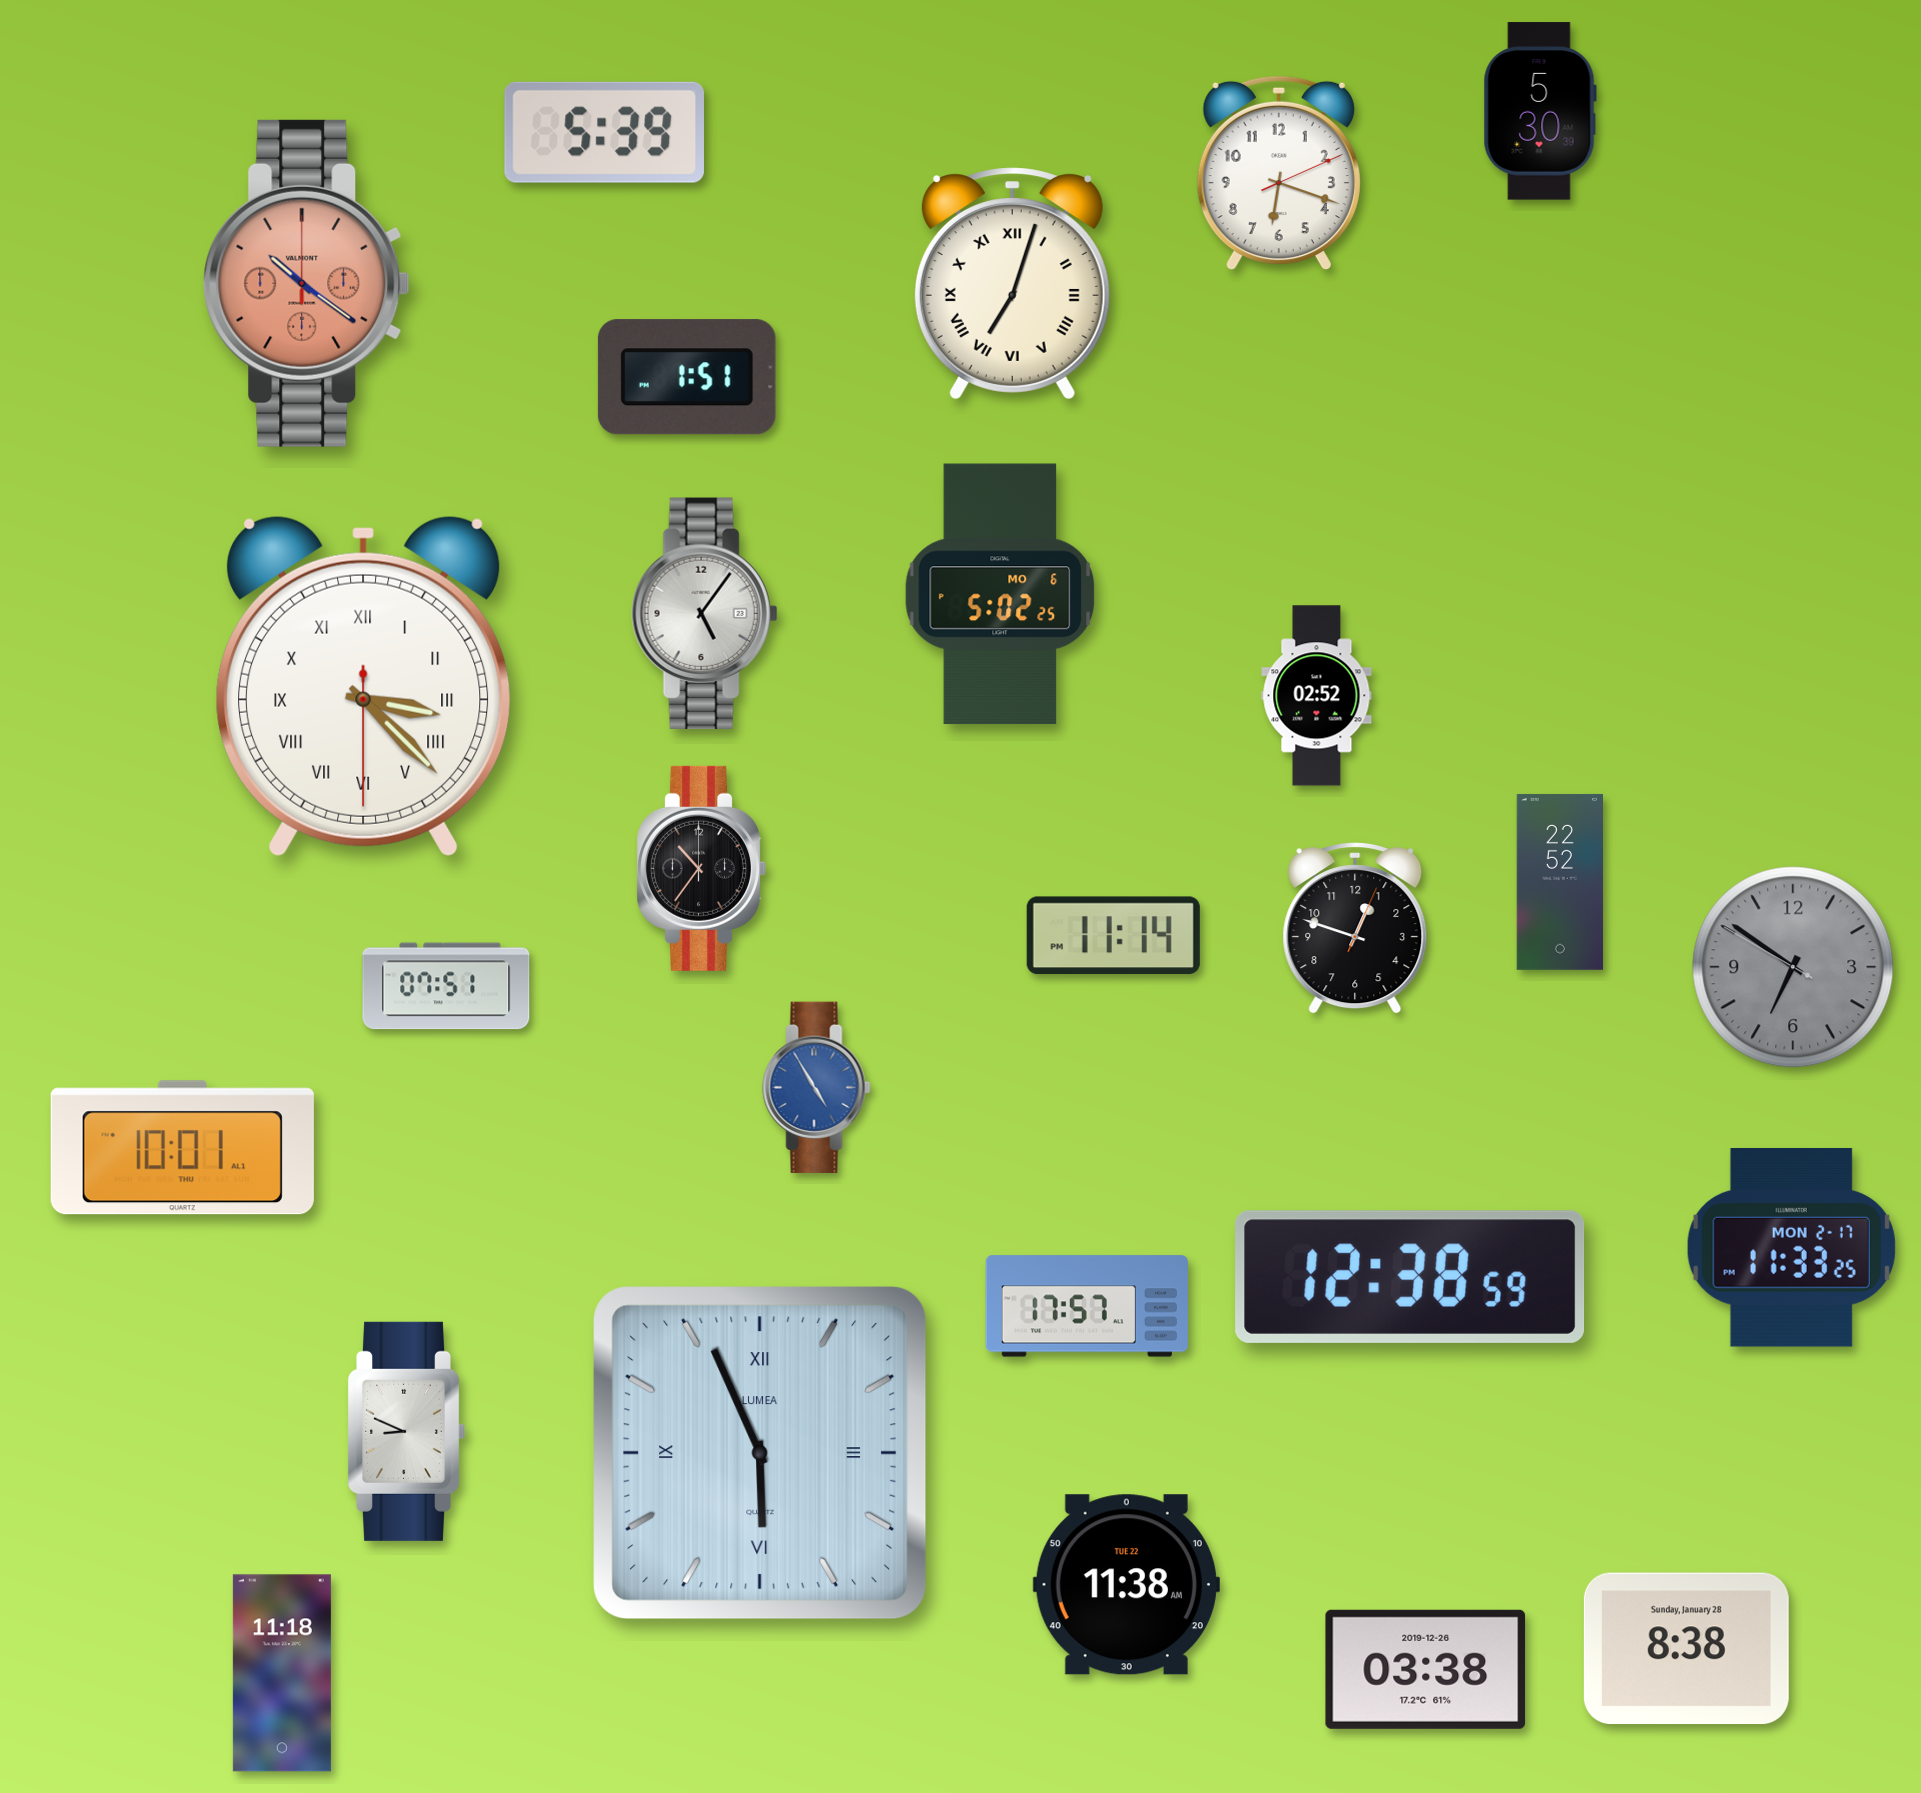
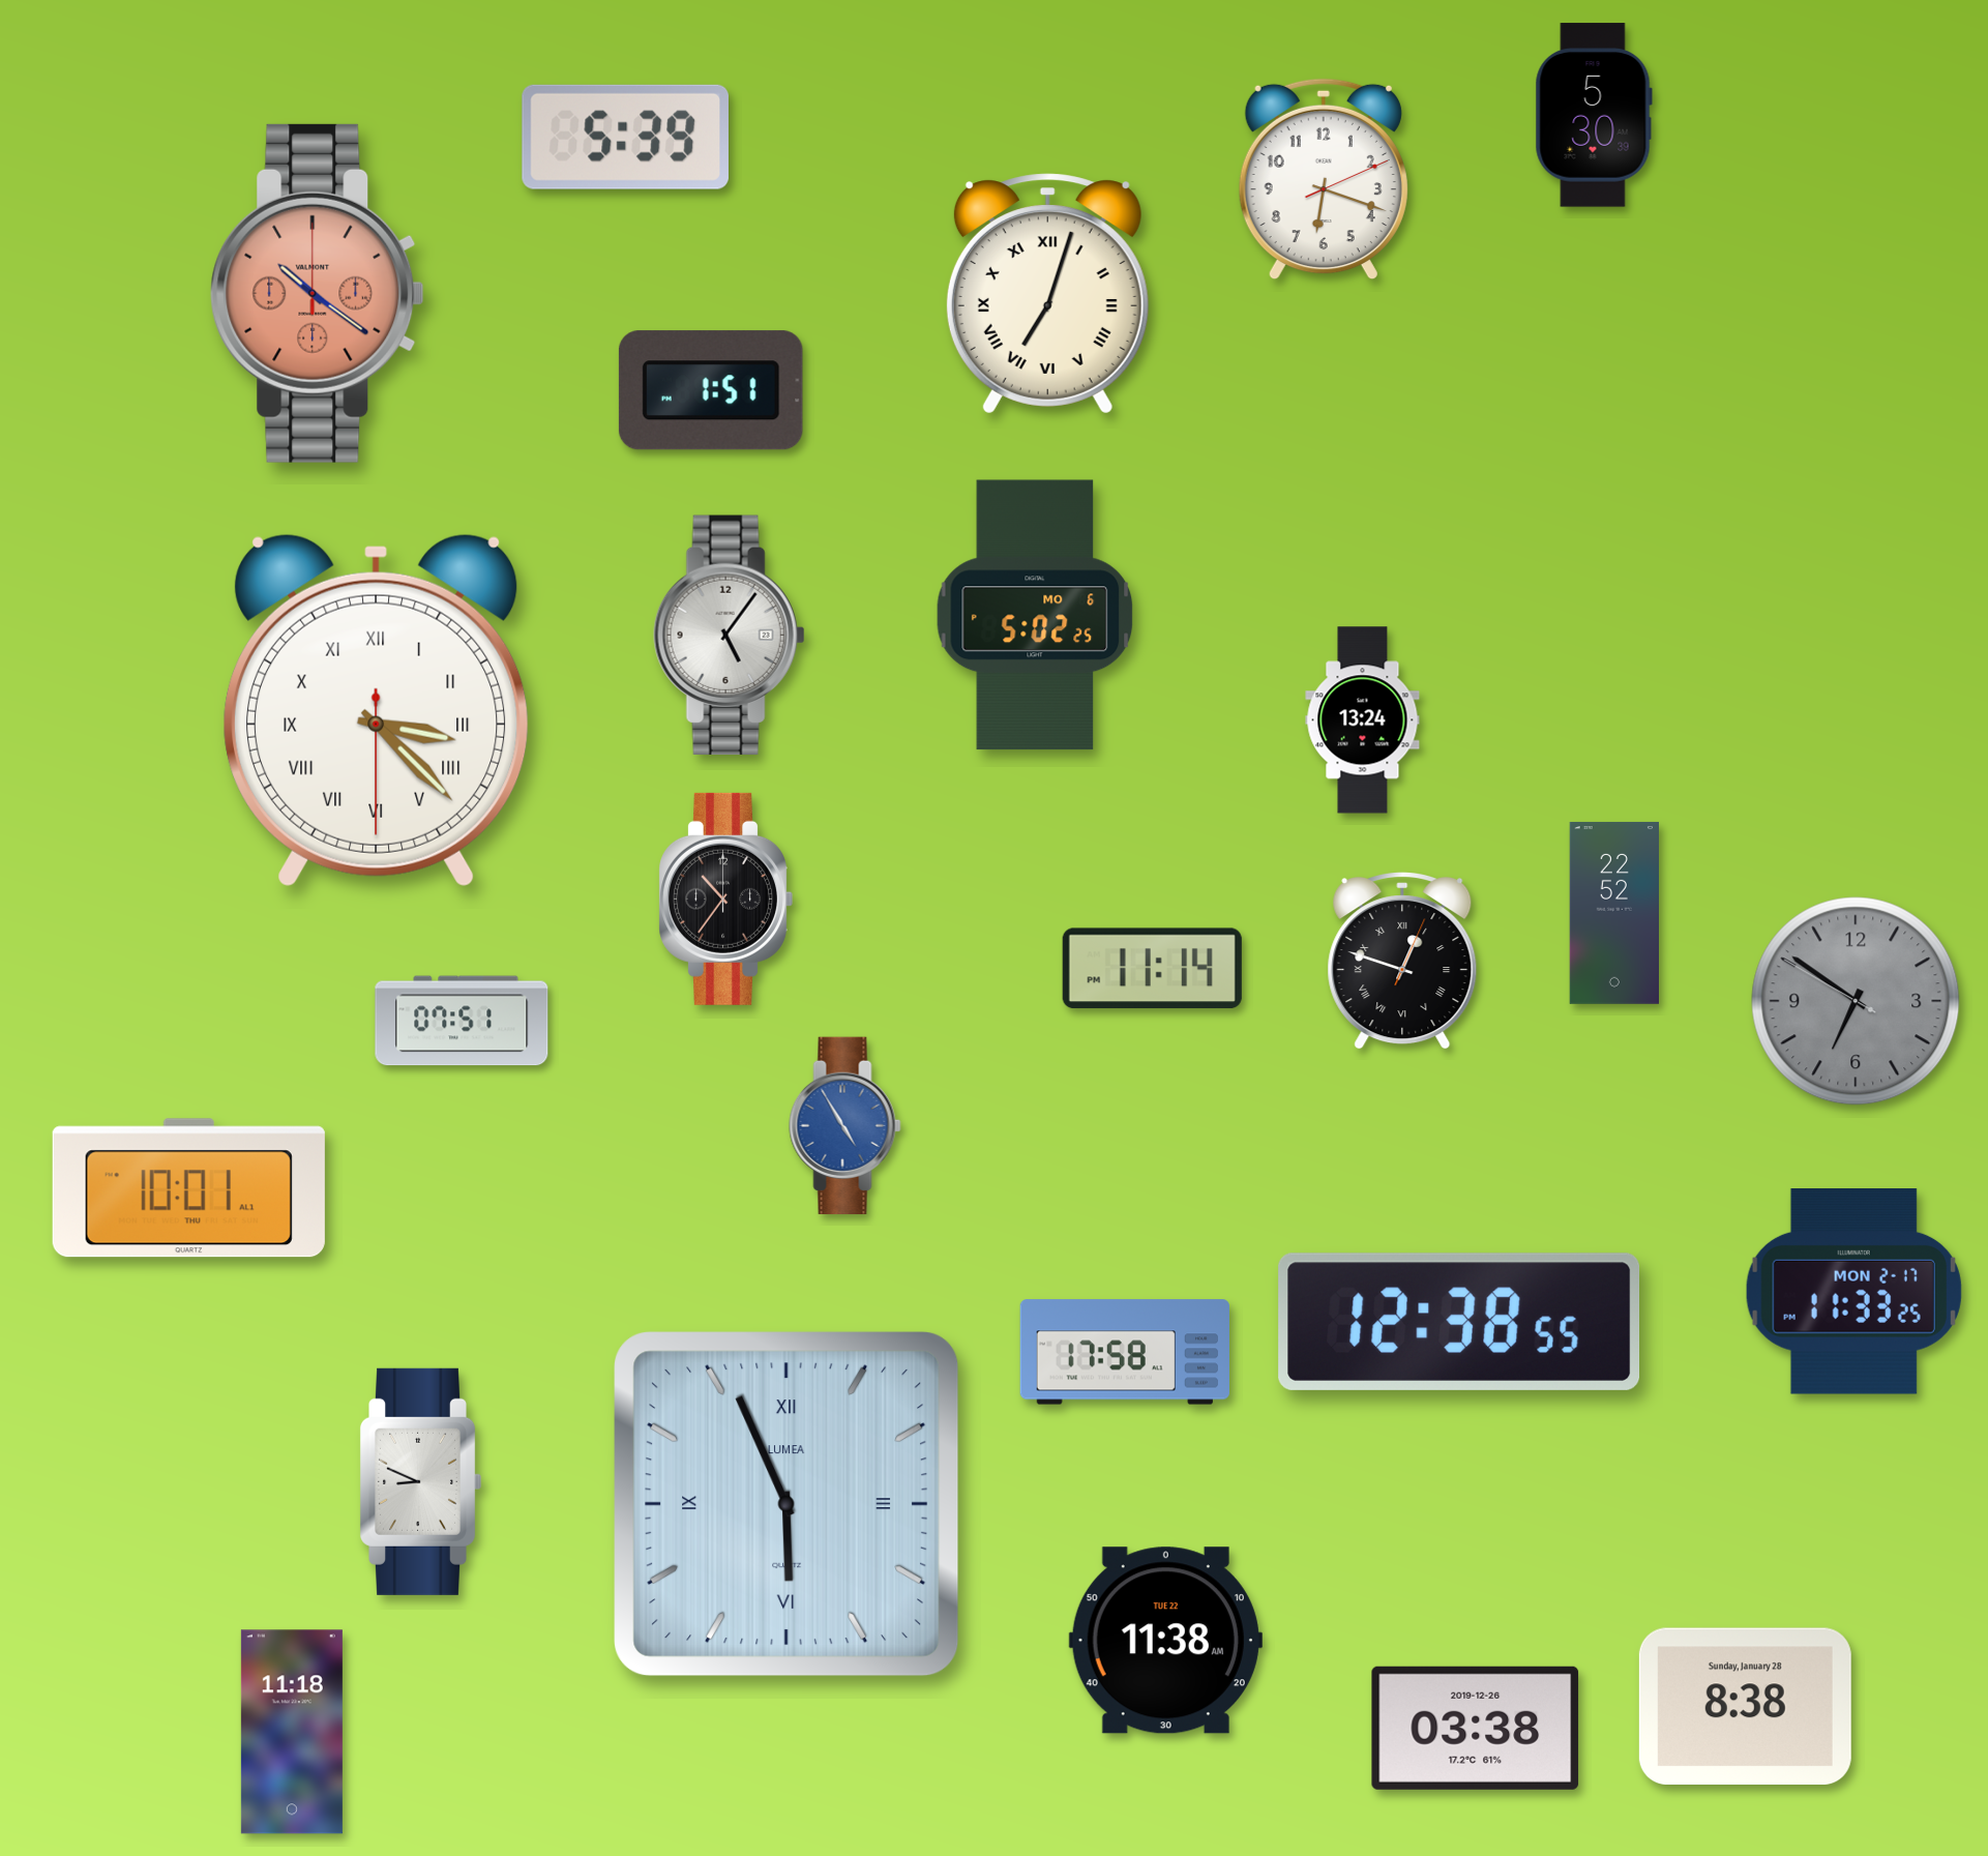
clock at (1317, 696): 02:52 -> 13:24
clock at (1355, 929) numerals: Arabic -> Roman
clock at (1410, 1277): 12:38:59 -> 12:38:55
clock at (1087, 1306): 17:57 -> 17:58
